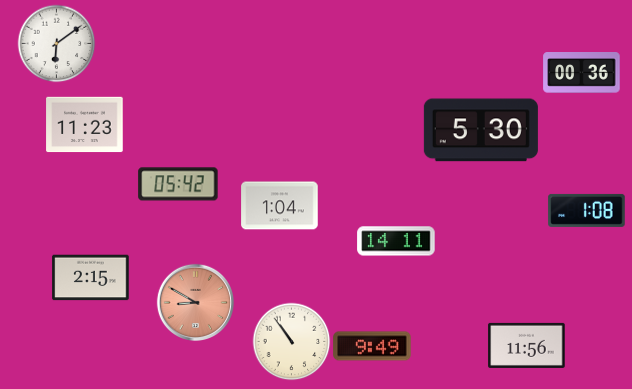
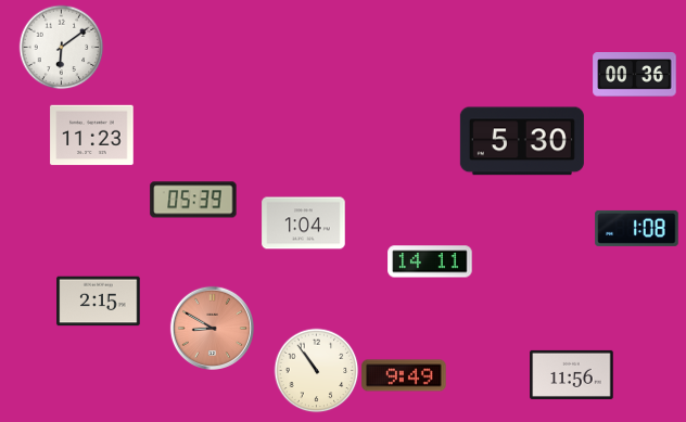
clock at (582, 73) position: (582, 73) -> (635, 75)
clock at (178, 184): 05:42 -> 05:39
